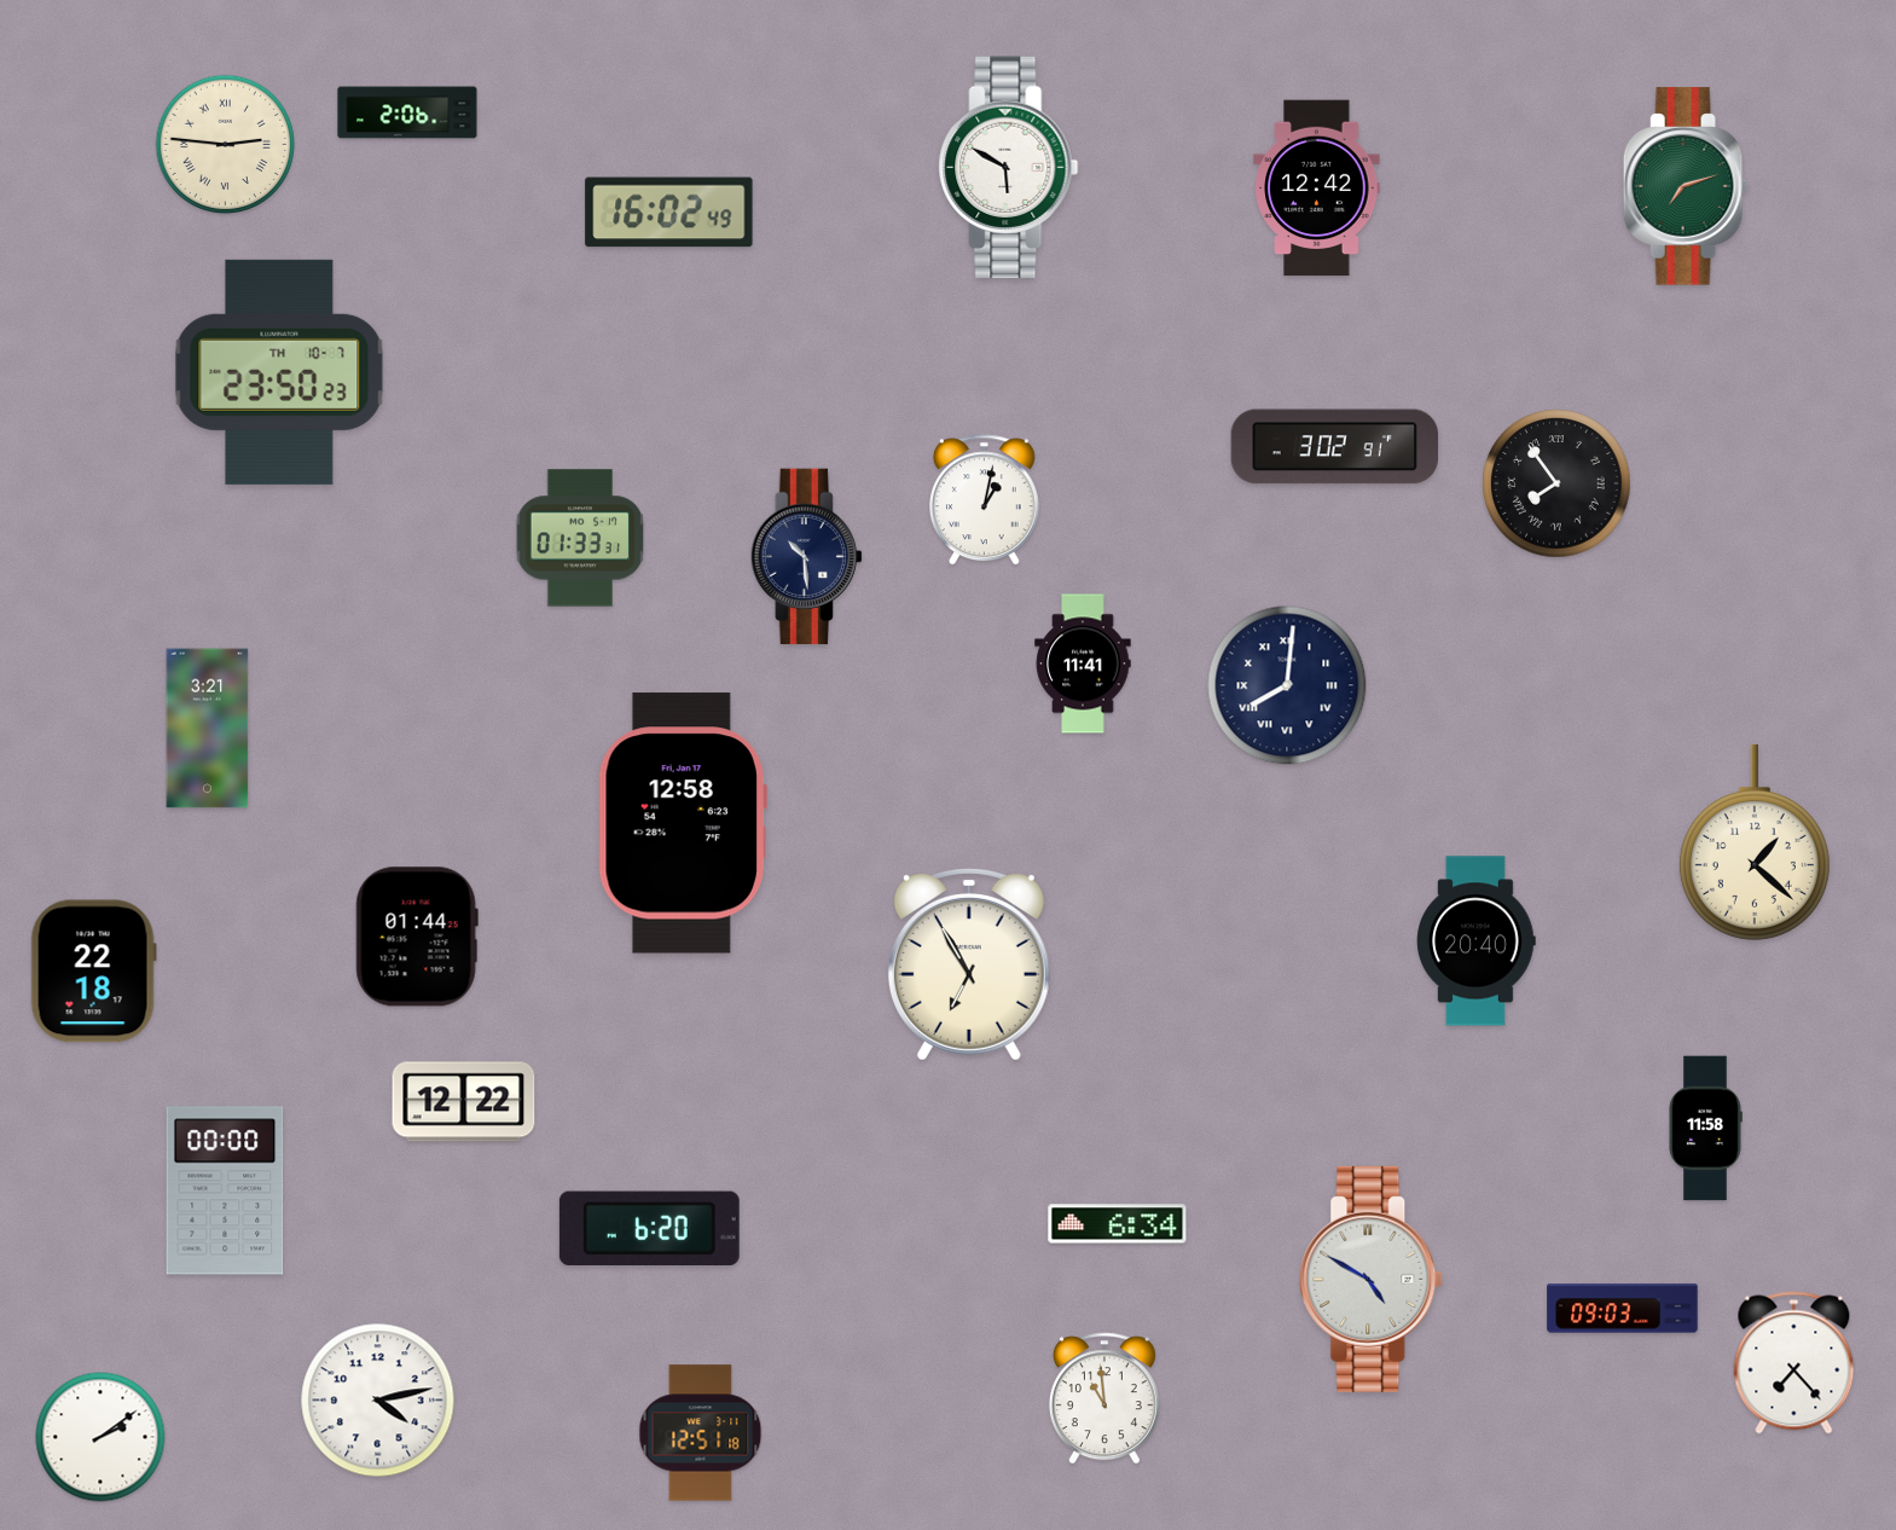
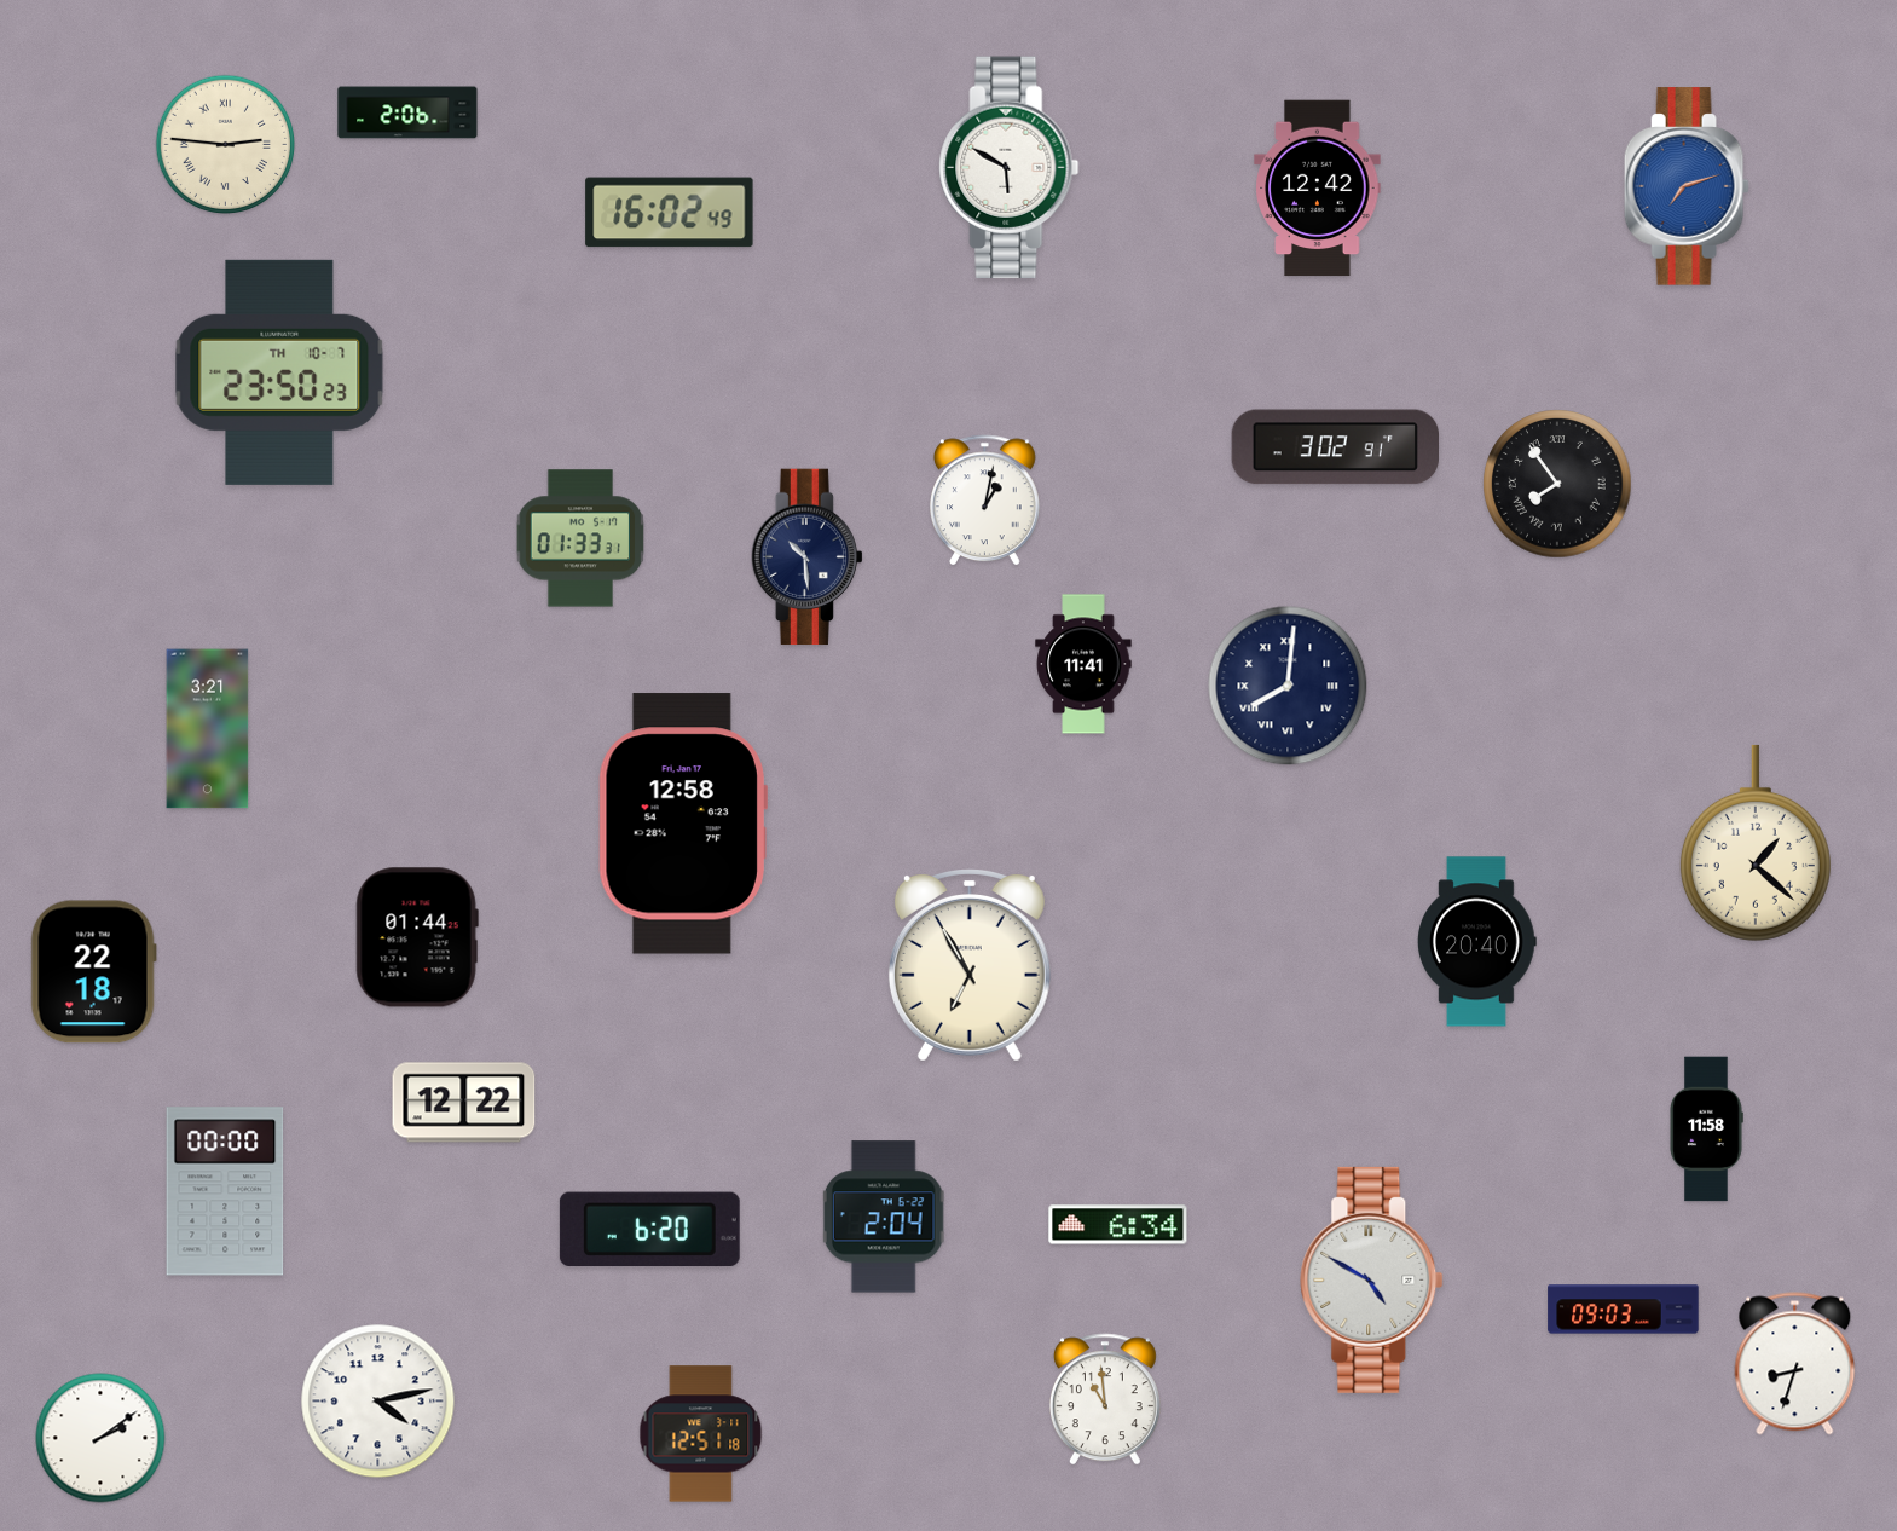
clock at (1686, 186) dial: green -> blue
clock at (884, 1217): none -> 2:04
clock at (1794, 1363): 7:23 -> 8:33
